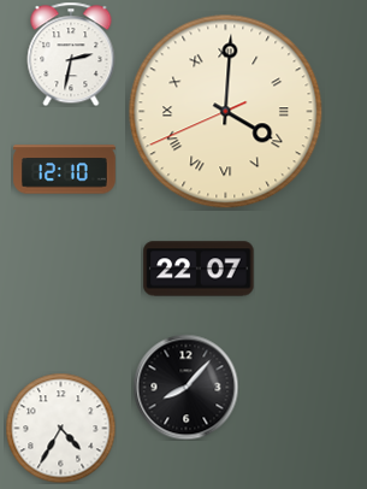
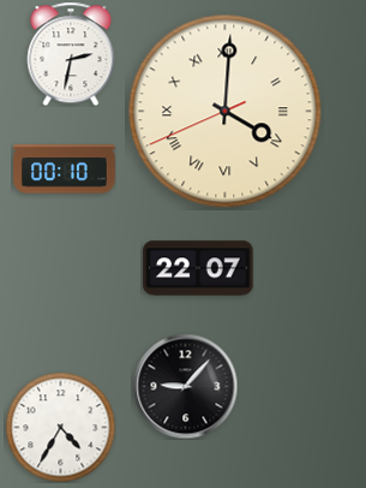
clock at (65, 170): 12:10 -> 00:10
clock at (185, 387): 8:07 -> 9:07
